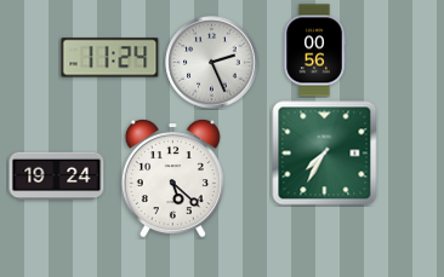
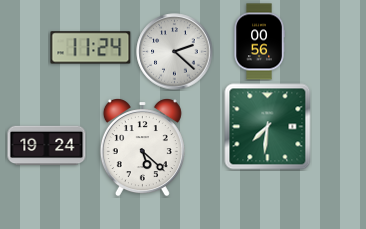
clock at (212, 63): 2:26 -> 2:22
clock at (325, 154): 7:35 -> 7:31
